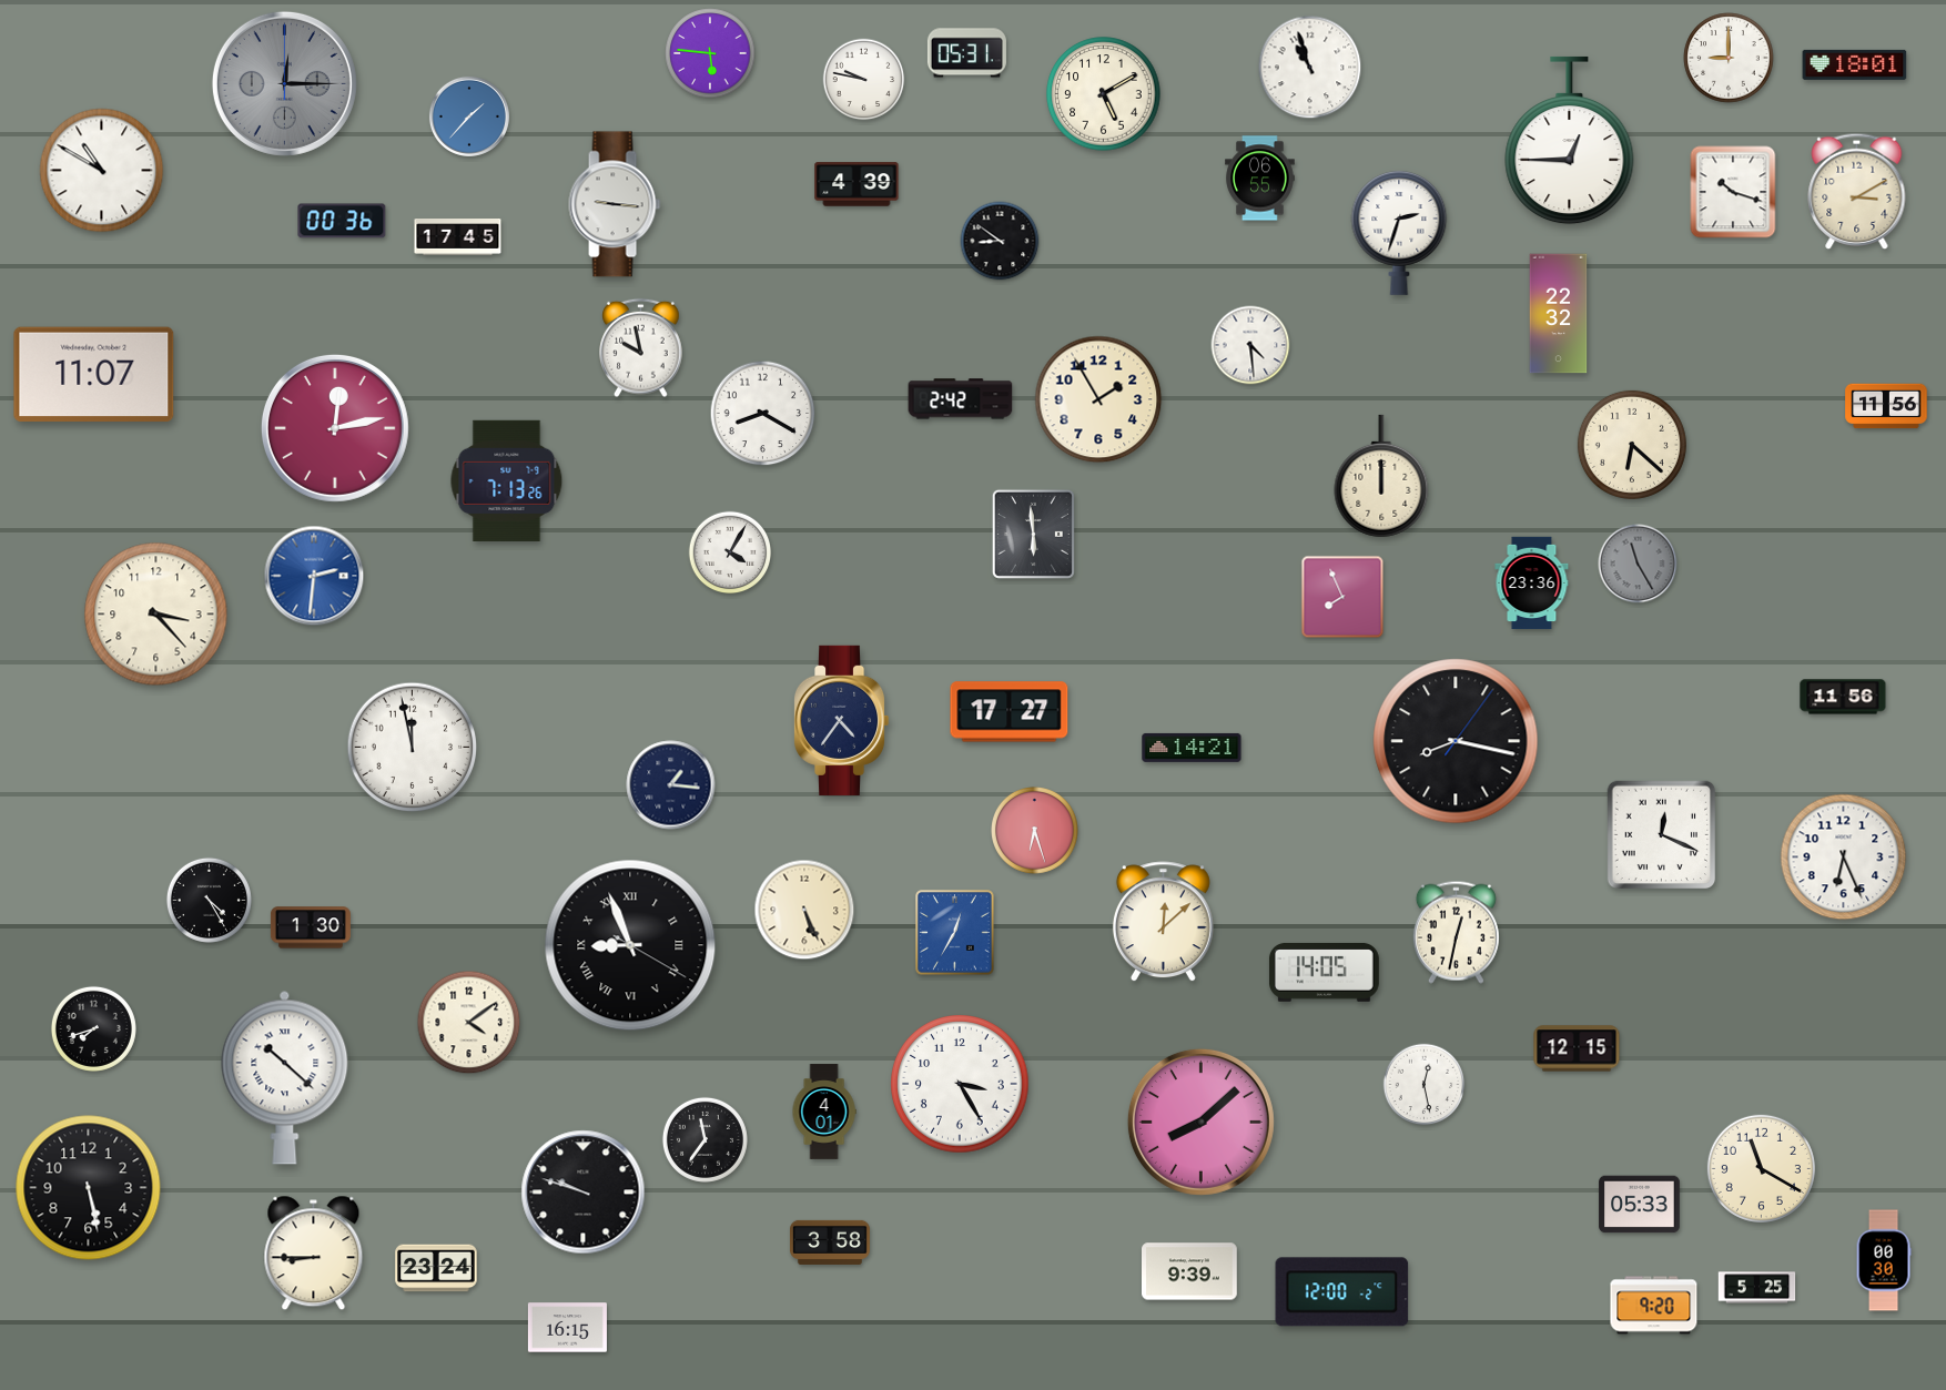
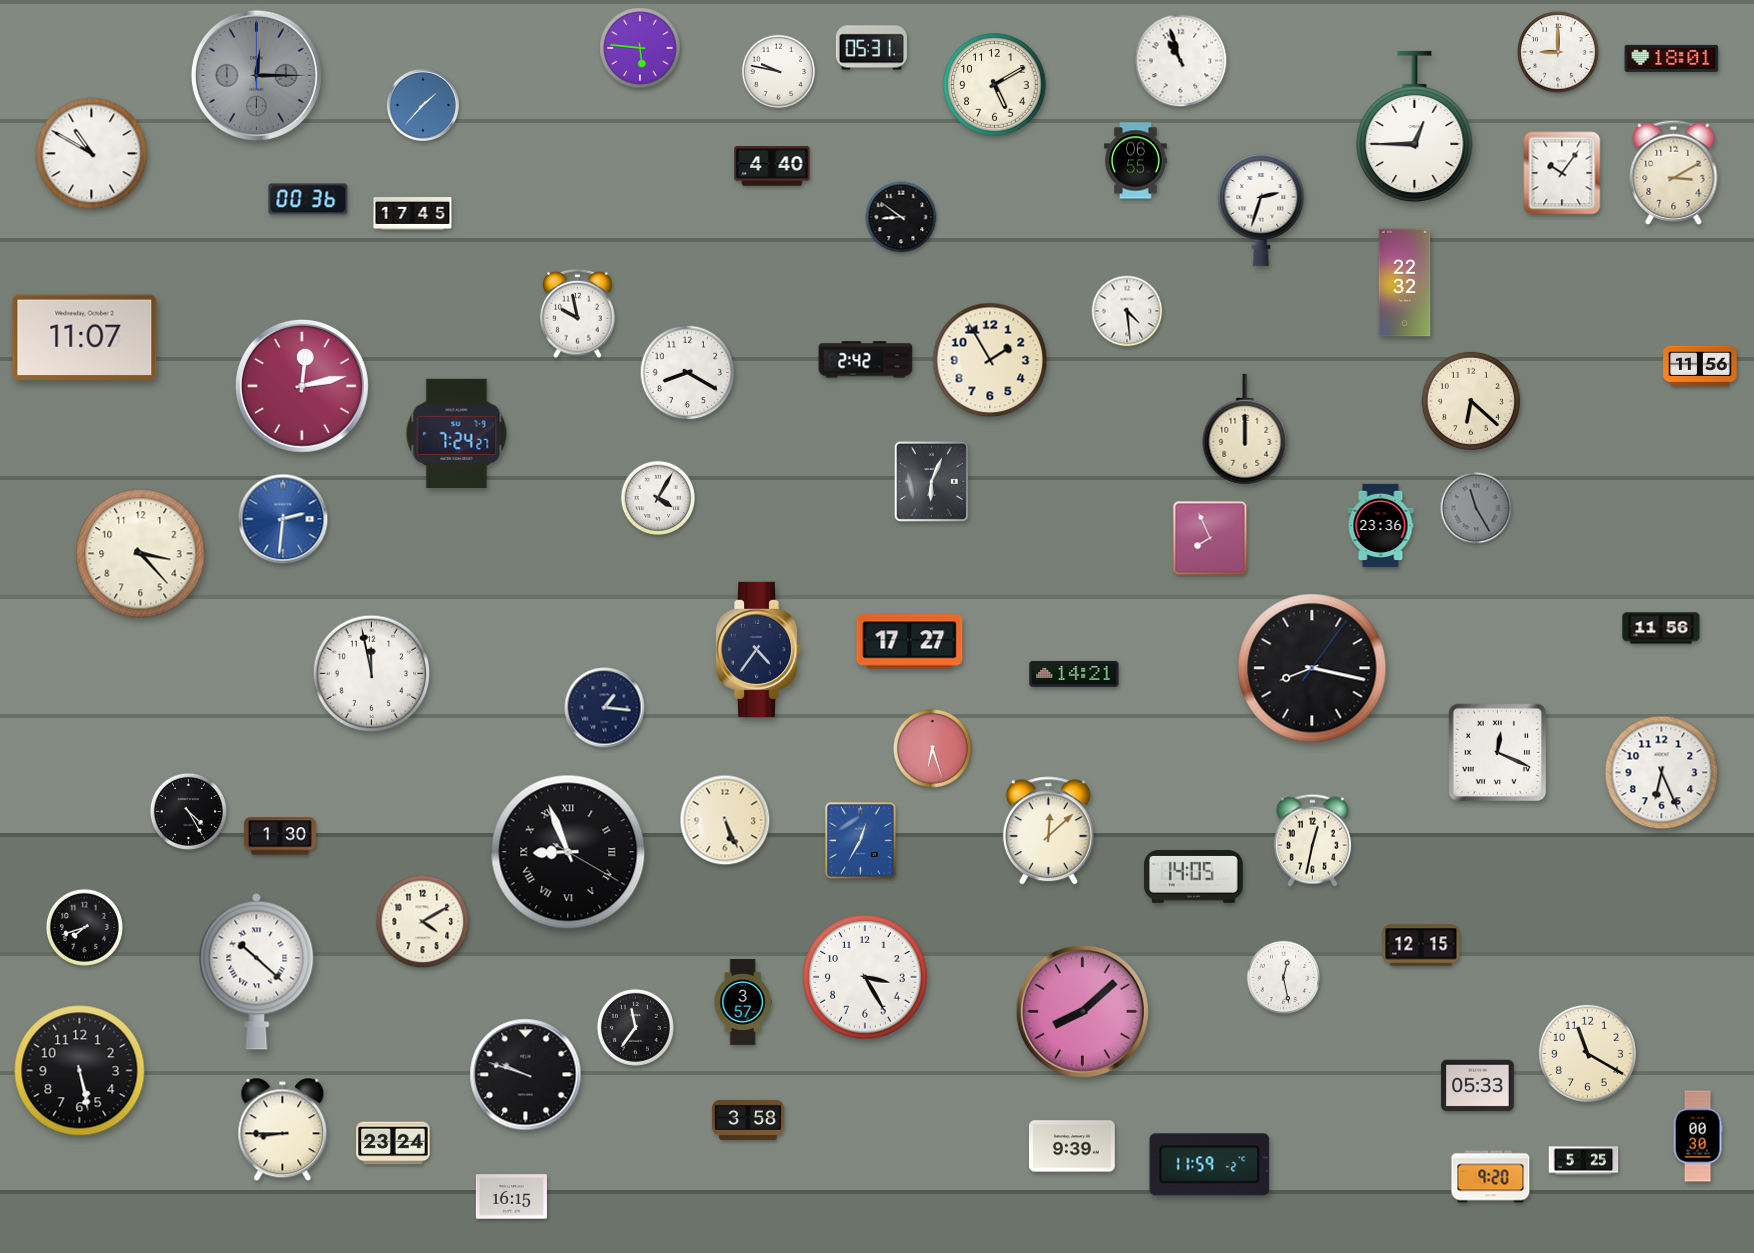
clock at (857, 184): 4:39 -> 4:40
clock at (1733, 192): 10:18 -> 10:06
clock at (615, 204): 9:16 -> none
clock at (507, 480): 7:13 -> 7:24
clock at (1033, 534): 5:59 -> 6:04
clock at (469, 1023): 4:09 -> 4:10
clock at (824, 1112): 4:01 -> 3:57
clock at (1342, 1292): 12:00 -> 11:59
